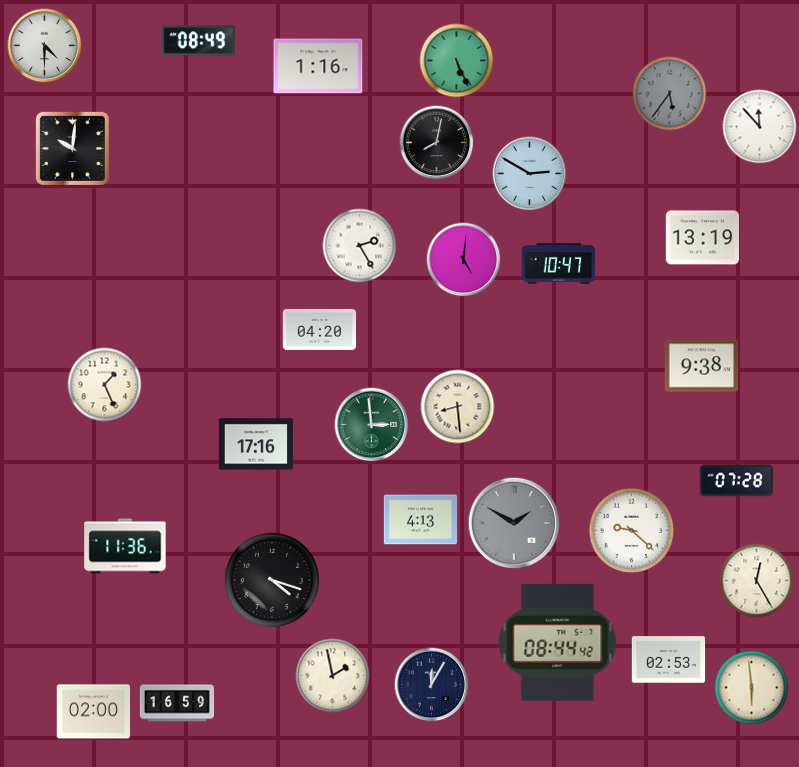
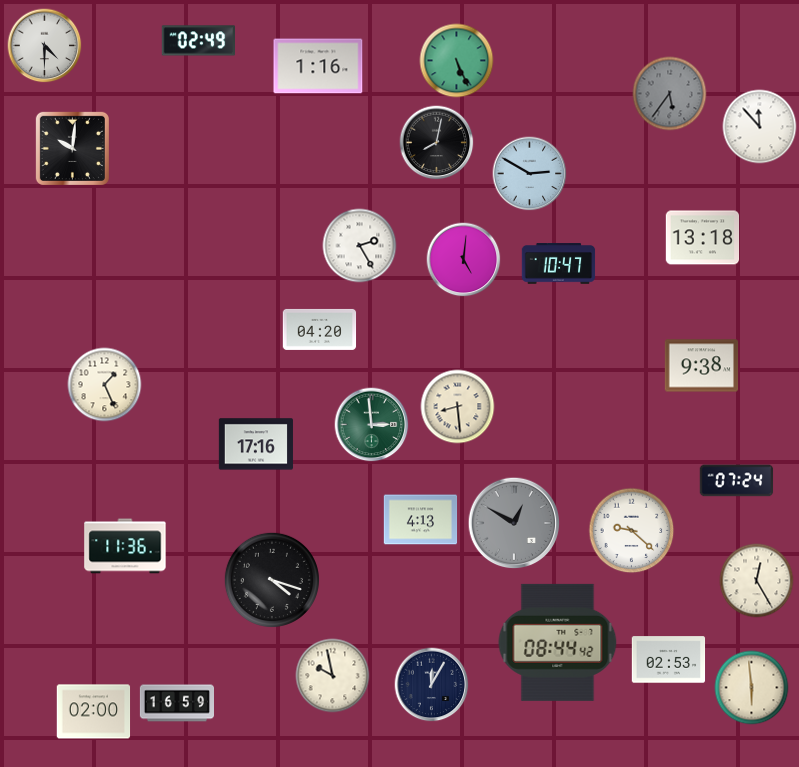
clock at (198, 41): 08:49 -> 02:49
clock at (703, 238): 13:19 -> 13:18
clock at (737, 481): 07:28 -> 07:24
clock at (514, 523): 1:50 -> 12:50
clock at (333, 676): 1:58 -> 9:58
